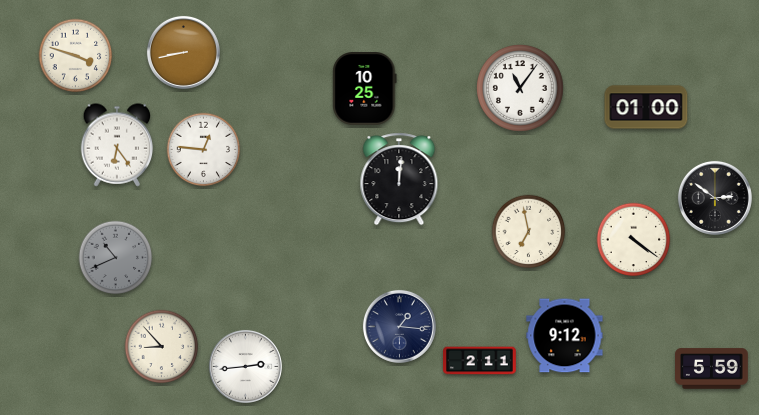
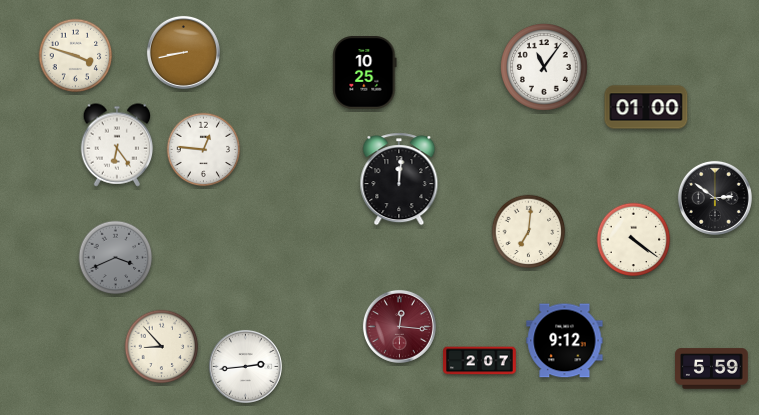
clock at (365, 89) position: (365, 89) -> (365, 73)
clock at (521, 89) position: (521, 89) -> (545, 68)
clock at (529, 232): 6:58 -> 7:01
clock at (116, 258): 10:41 -> 3:41
clock at (399, 326): 1:16 -> 12:16
clock at (399, 326) dial: navy -> burgundy
clock at (565, 336) position: (565, 336) -> (565, 341)
clock at (480, 361): 2:11 -> 2:07
